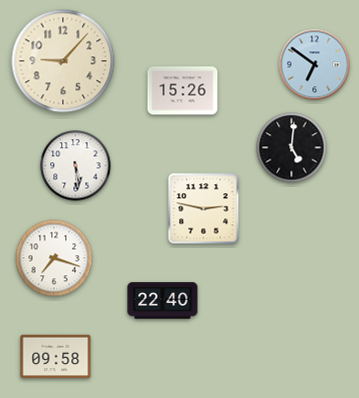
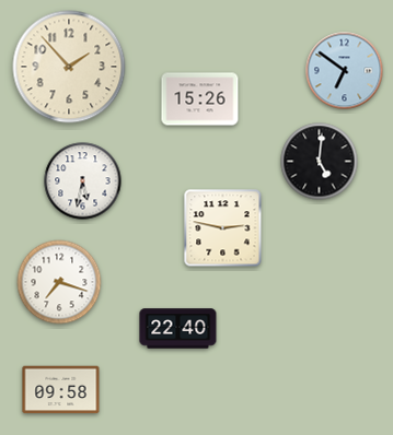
clock at (63, 61): 9:07 -> 1:53
clock at (76, 166): 5:29 -> 5:32
